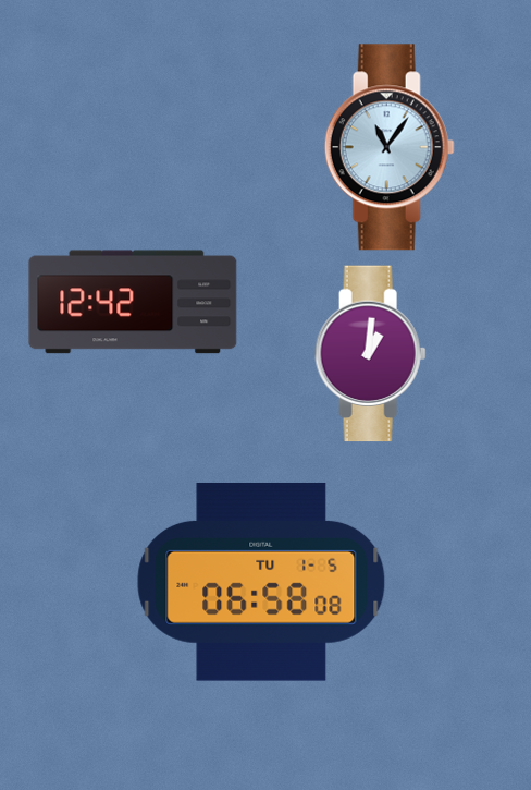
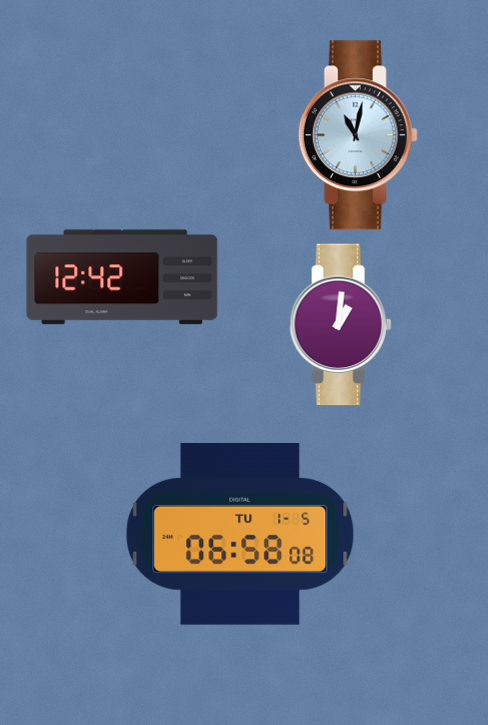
clock at (390, 147): 11:06 -> 11:02
